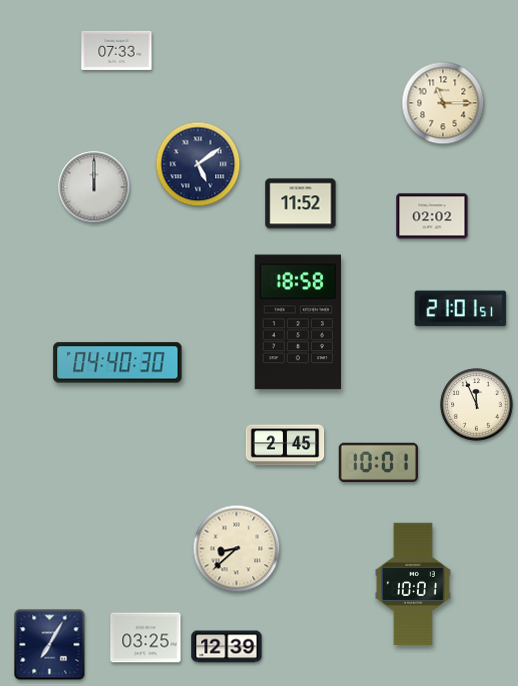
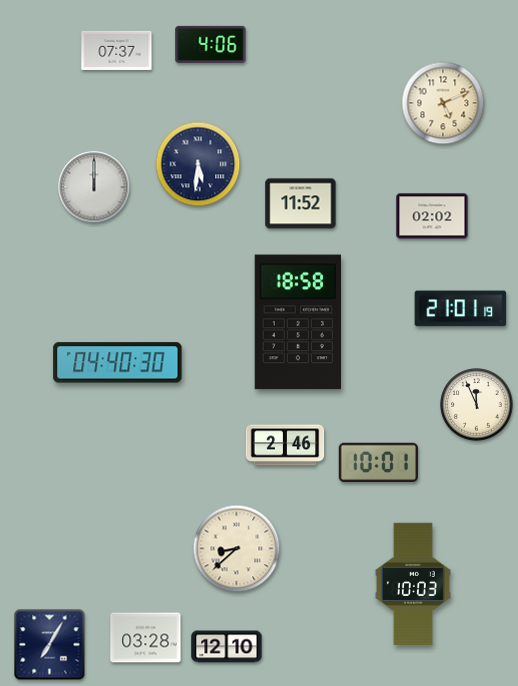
clock at (211, 44): none -> 4:06
clock at (117, 50): 07:33 -> 07:37
clock at (443, 103): 11:15 -> 5:11
clock at (198, 164): 5:09 -> 5:31
clock at (461, 309): 21:01:51 -> 21:01:19
clock at (285, 445): 2:45 -> 2:46
clock at (413, 584): 10:01 -> 10:03
clock at (146, 638): 03:25 -> 03:28
clock at (227, 647): 12:39 -> 12:10
